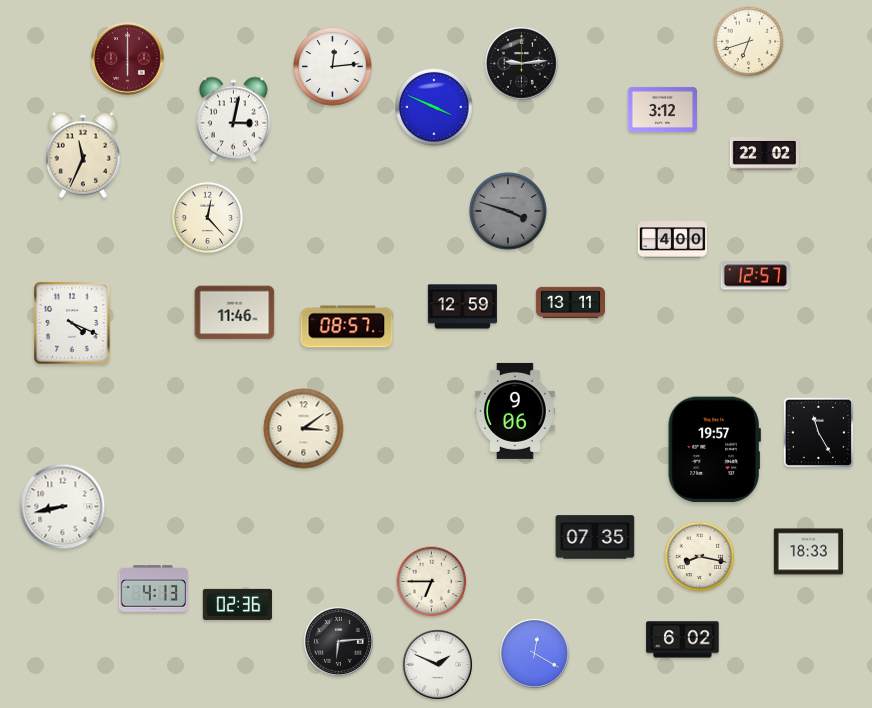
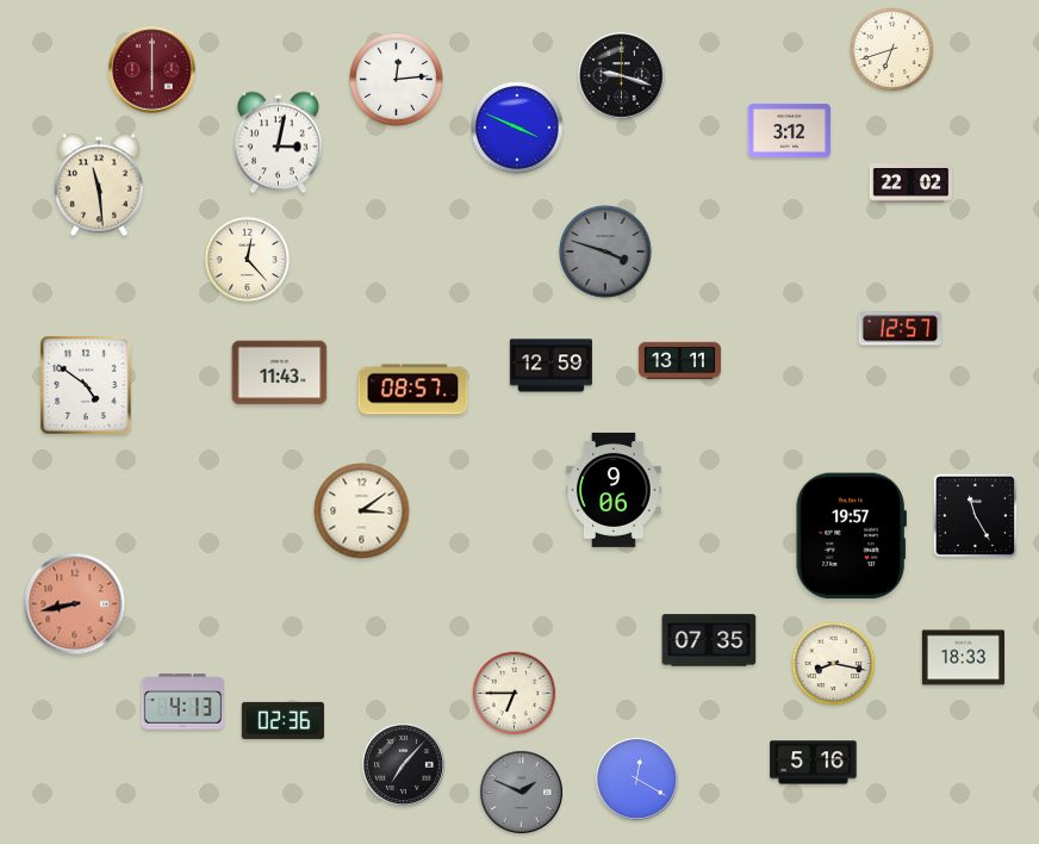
clock at (522, 64): 9:14 -> 9:18
clock at (83, 155): 11:34 -> 11:29
clock at (672, 240): 4:00 -> none
clock at (235, 313): 11:46 -> 11:43
clock at (72, 323): 4:19 -> 4:51
clock at (63, 507) dial: white -> salmon
clock at (683, 640): 6:02 -> 5:16
clock at (338, 641): 6:14 -> 7:07
clock at (437, 664) dial: white -> grey
